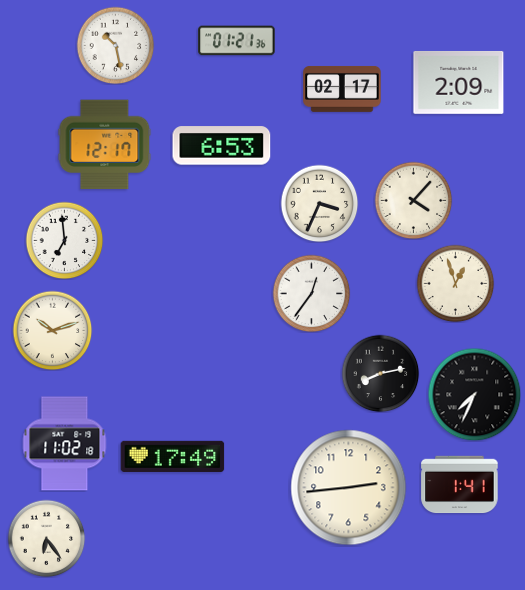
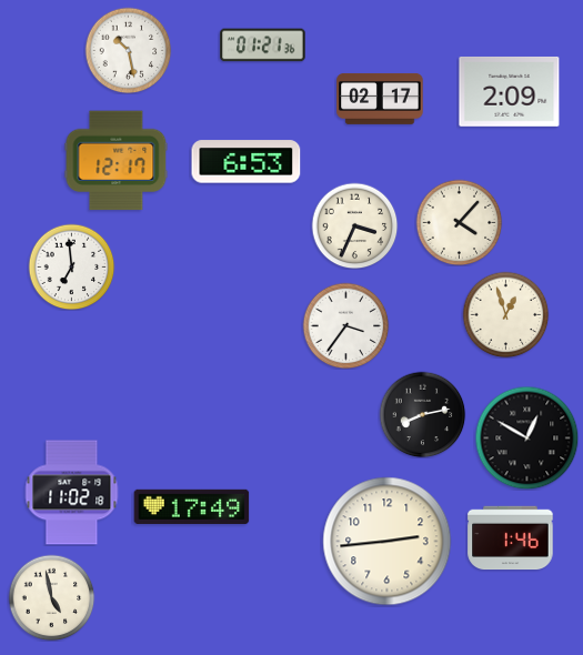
clock at (311, 293): 12:36 -> 3:36
clock at (52, 330): 10:12 -> none
clock at (474, 394): 7:34 -> 12:50
clock at (460, 485): 1:41 -> 1:46
clock at (46, 538): 6:24 -> 4:58
